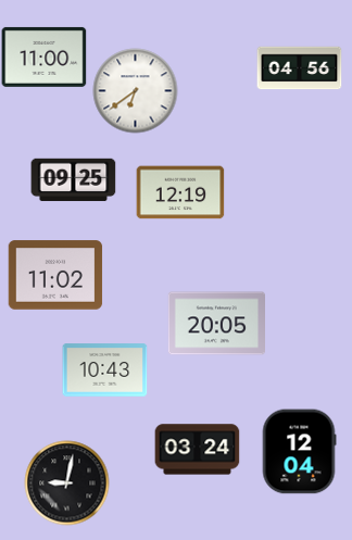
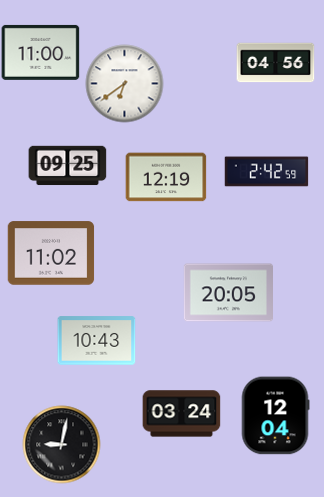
clock at (266, 172): none -> 2:42
clock at (216, 324) position: (216, 324) -> (228, 293)
